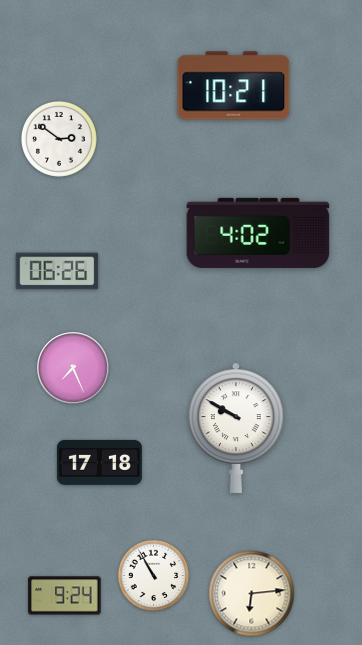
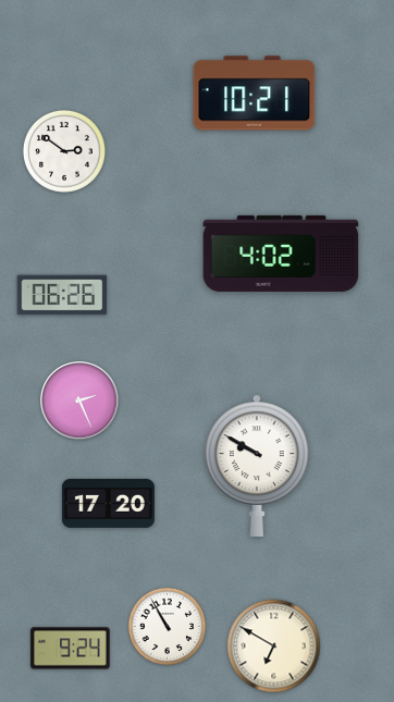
clock at (73, 368): 7:26 -> 2:26
clock at (99, 462): 17:18 -> 17:20
clock at (252, 594): 6:14 -> 6:50
